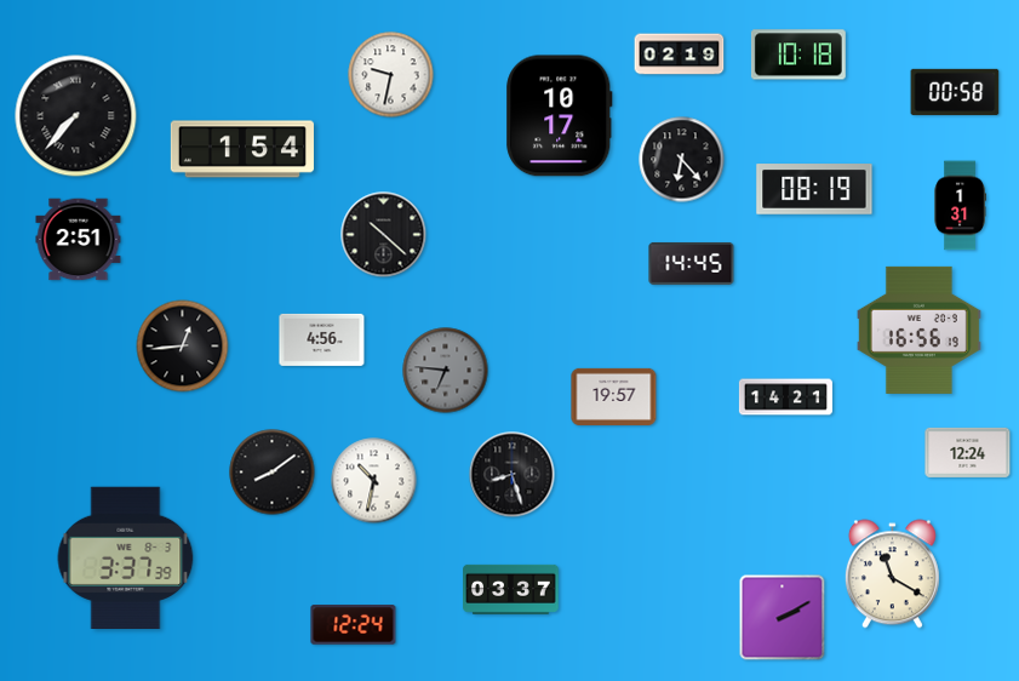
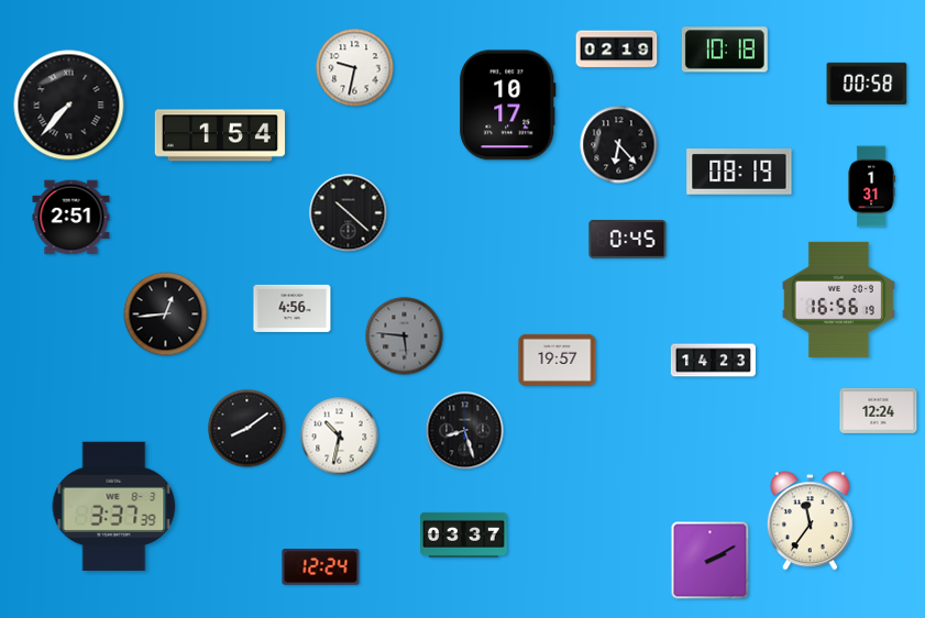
clock at (692, 263): 14:45 -> 0:45
clock at (918, 330) position: (918, 330) -> (838, 299)
clock at (446, 371): 6:46 -> 5:46
clock at (785, 397): 14:21 -> 14:23
clock at (892, 574): 11:20 -> 11:36
